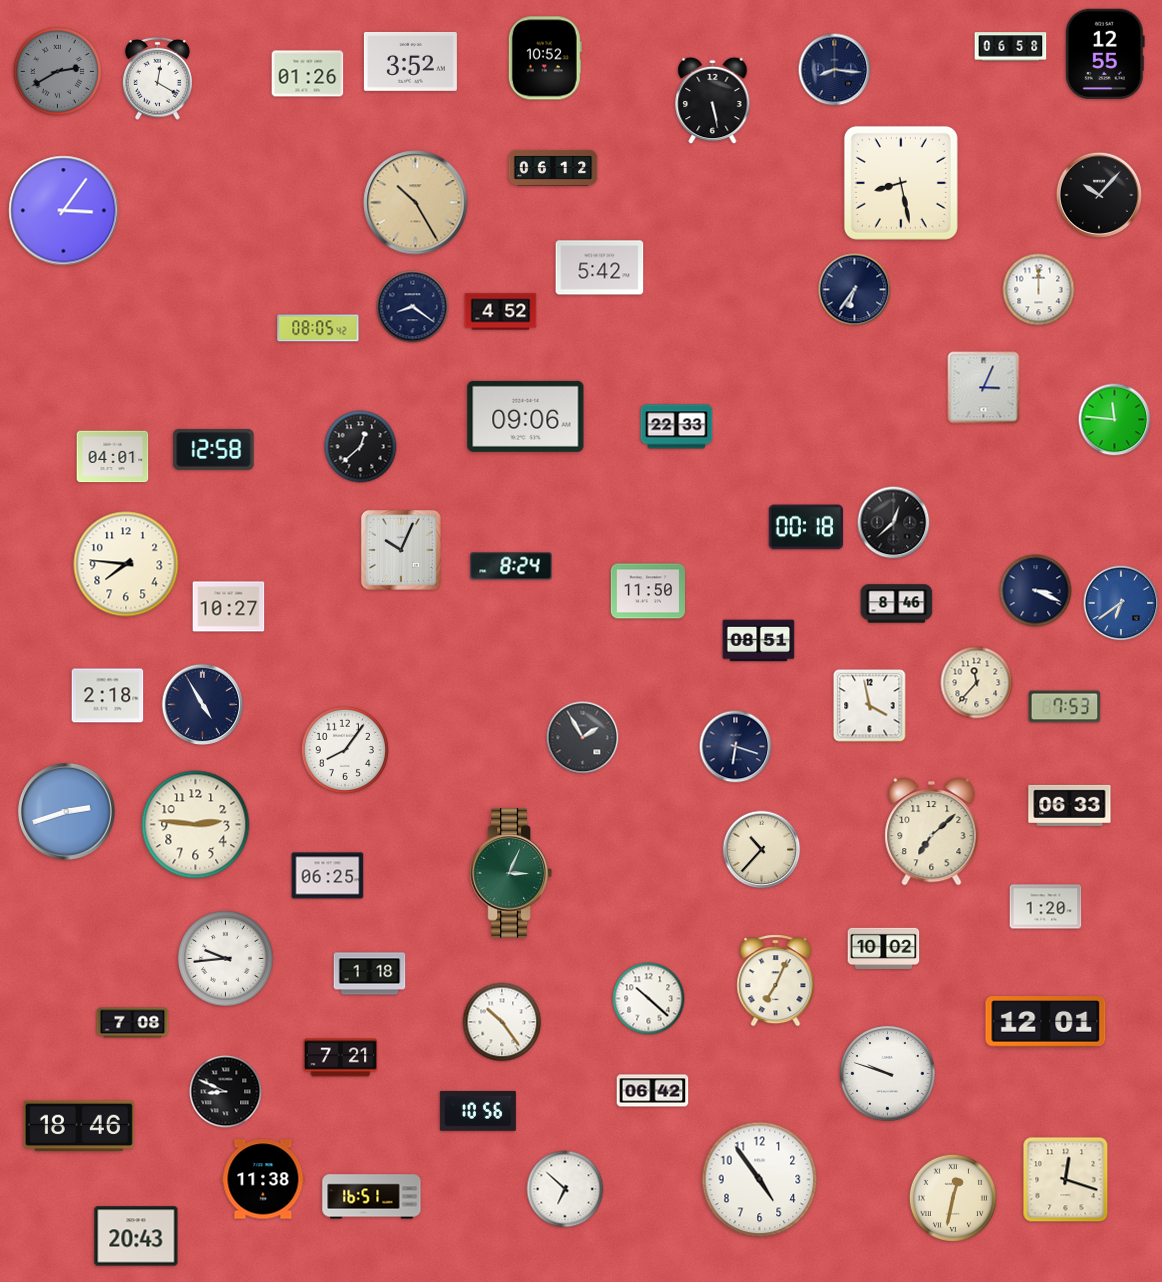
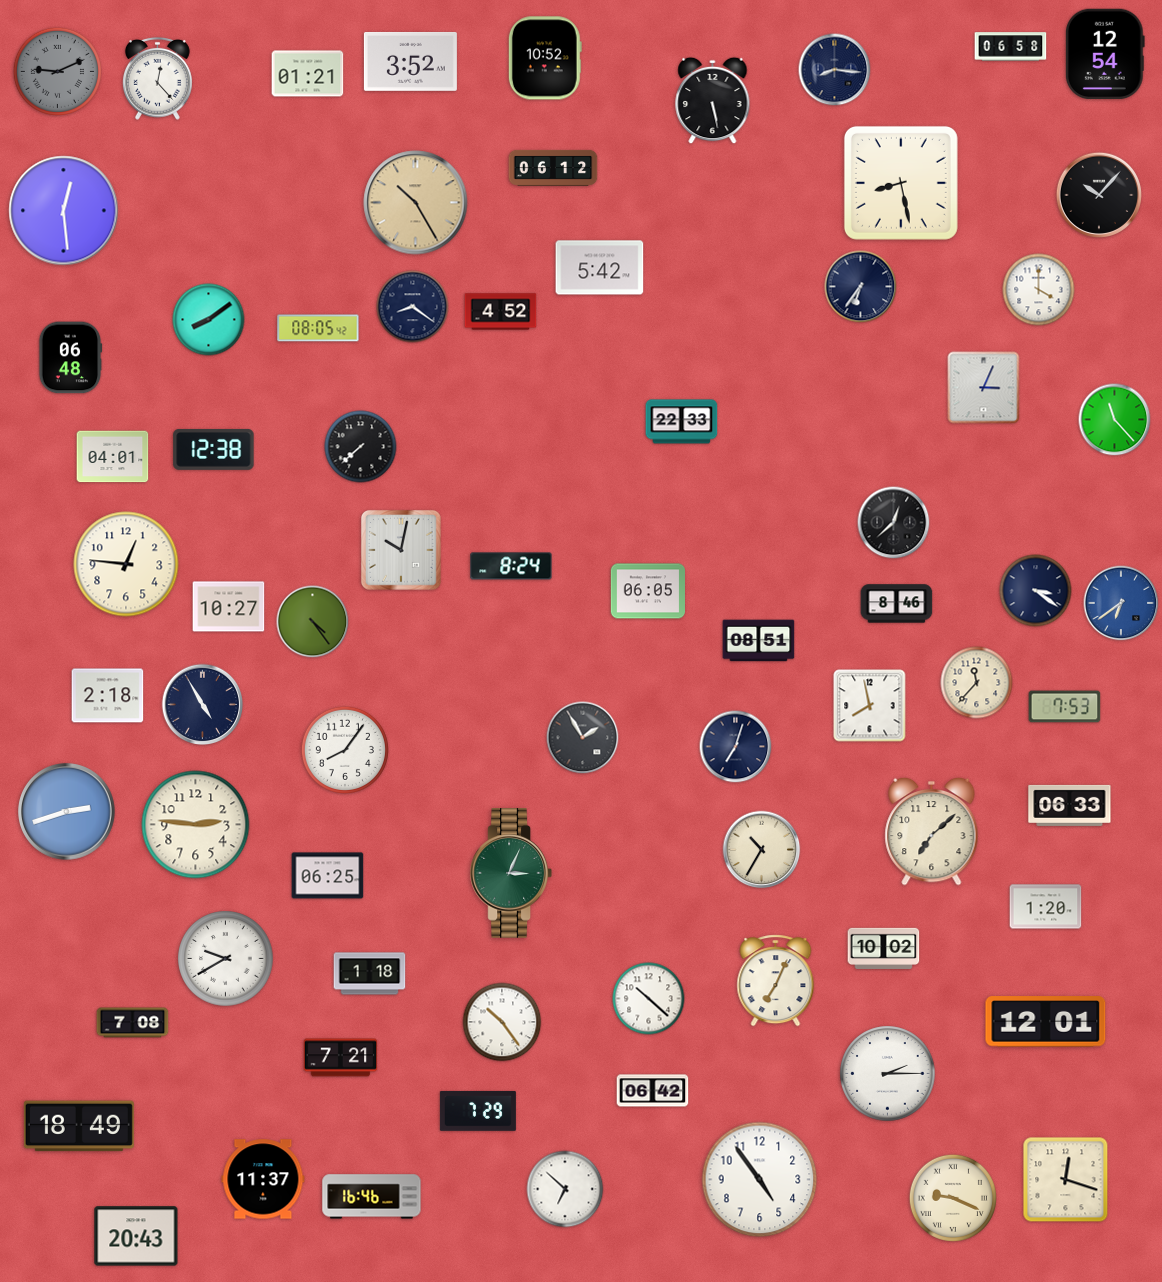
clock at (1105, 54): 12:55 -> 12:54
clock at (57, 71): 2:40 -> 9:11
clock at (308, 74): 01:26 -> 01:21
clock at (158, 78): 12:20 -> 12:23
clock at (64, 211): 3:06 -> 12:29
clock at (855, 290) position: (855, 290) -> (861, 287)
clock at (1039, 290): 12:00 -> 4:00
clock at (209, 320): none -> 8:09
clock at (70, 358): none -> 06:48
clock at (526, 416): 09:06 -> none
clock at (1115, 420): 11:46 -> 11:23
clock at (677, 427) position: (677, 427) -> (682, 422)
clock at (361, 447): 12:38 -> 7:38
clock at (214, 449): 12:58 -> 12:38
clock at (805, 527): 00:18 -> none
clock at (401, 550): 10:04 -> 10:02
clock at (126, 564): 7:46 -> 12:46
clock at (647, 591): 11:50 -> 06:05
clock at (1036, 591): 3:19 -> 3:21
clock at (313, 622): none -> 4:24
clock at (870, 706): 3:58 -> 7:58
clock at (736, 747): 6:18 -> 7:03
clock at (762, 850): 10:37 -> 10:35
clock at (226, 959): 9:44 -> 9:40
clock at (888, 1074): 9:48 -> 2:15
clock at (226, 1092): 8:49 -> none
clock at (478, 1111): 10:56 -> 7:29
clock at (79, 1126): 18:46 -> 18:49
clock at (263, 1179): 11:38 -> 11:37
clock at (372, 1197): 16:51 -> 16:46
clock at (953, 1198): 12:32 -> 9:19
